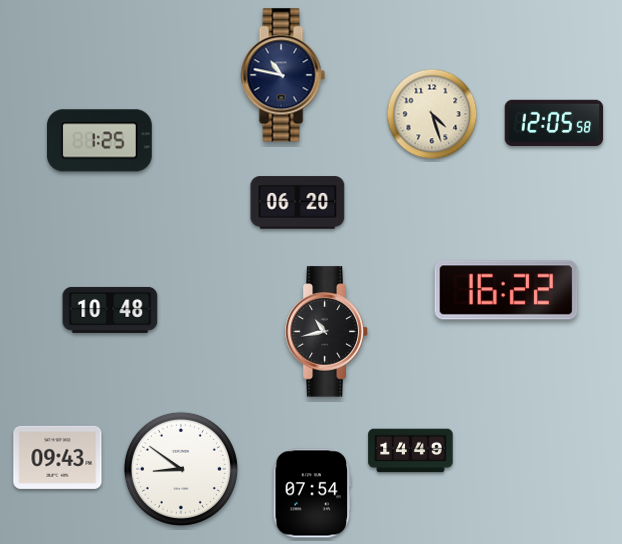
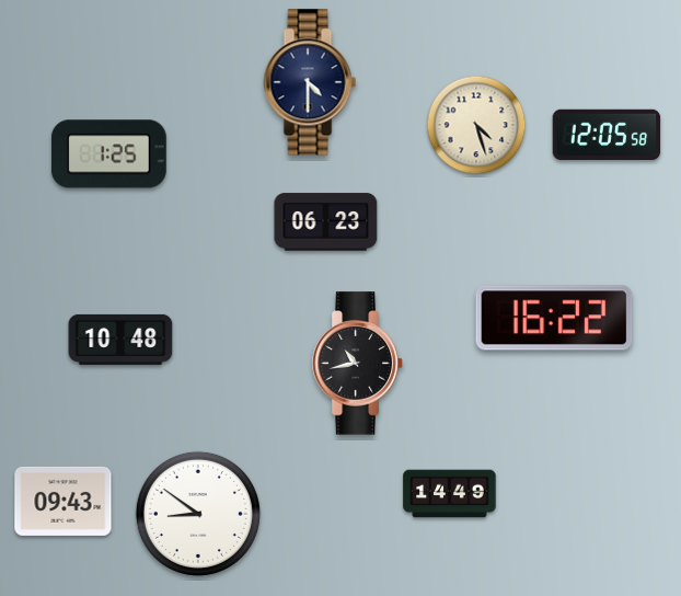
clock at (283, 75): 10:47 -> 4:30
clock at (432, 114) position: (432, 114) -> (476, 125)
clock at (298, 203): 06:20 -> 06:23
clock at (312, 493): 07:54 -> none
